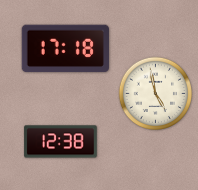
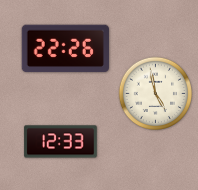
clock at (65, 49): 17:18 -> 22:26
clock at (61, 142): 12:38 -> 12:33
